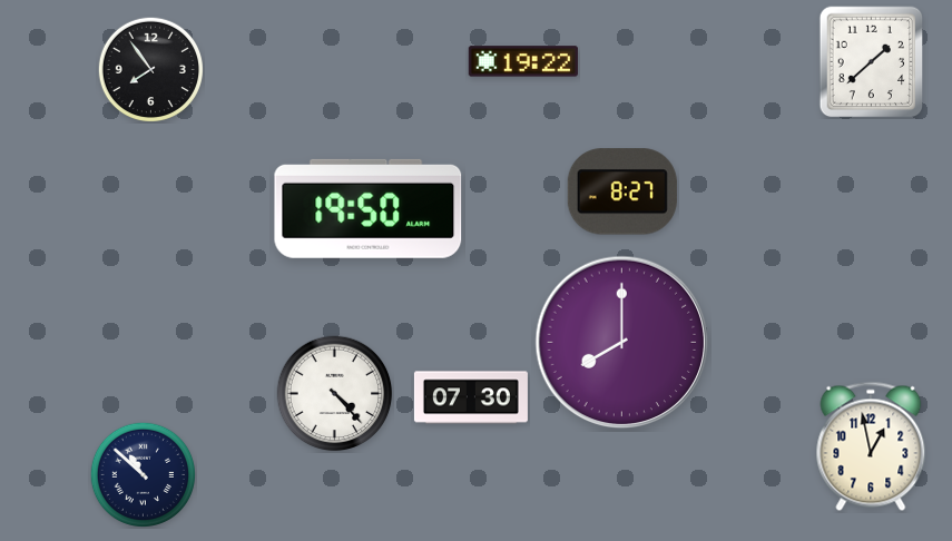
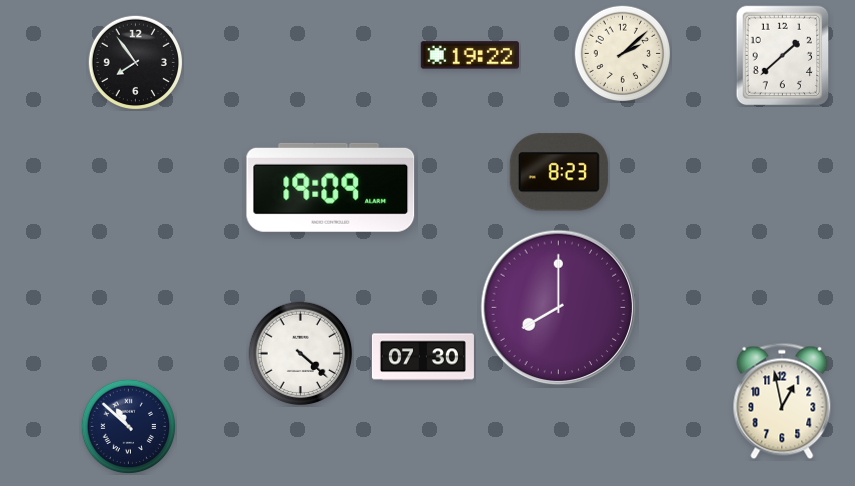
clock at (622, 53): none -> 2:08
clock at (622, 191): 8:27 -> 8:23
clock at (369, 208): 19:50 -> 19:09
clock at (335, 394): 4:23 -> 4:22
